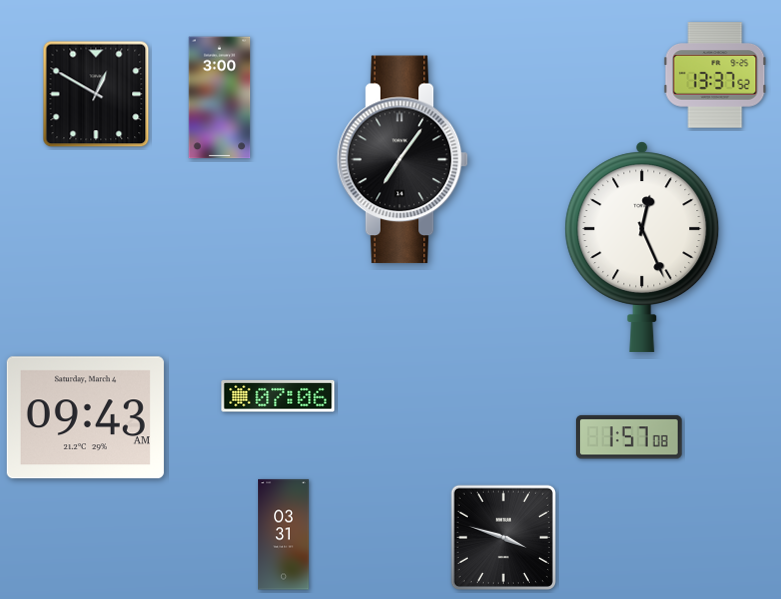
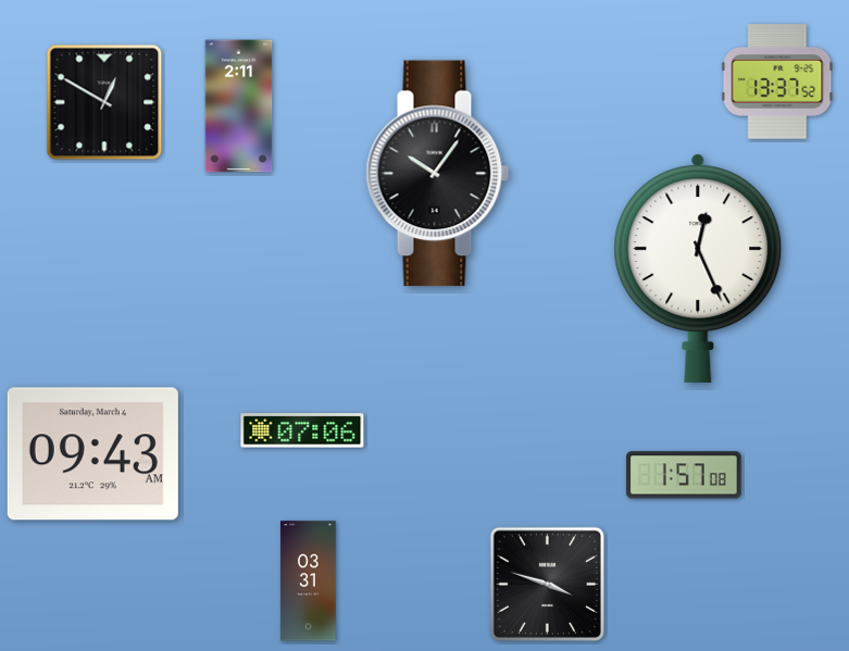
clock at (220, 98): 3:00 -> 2:11
clock at (403, 160): 7:06 -> 10:06
